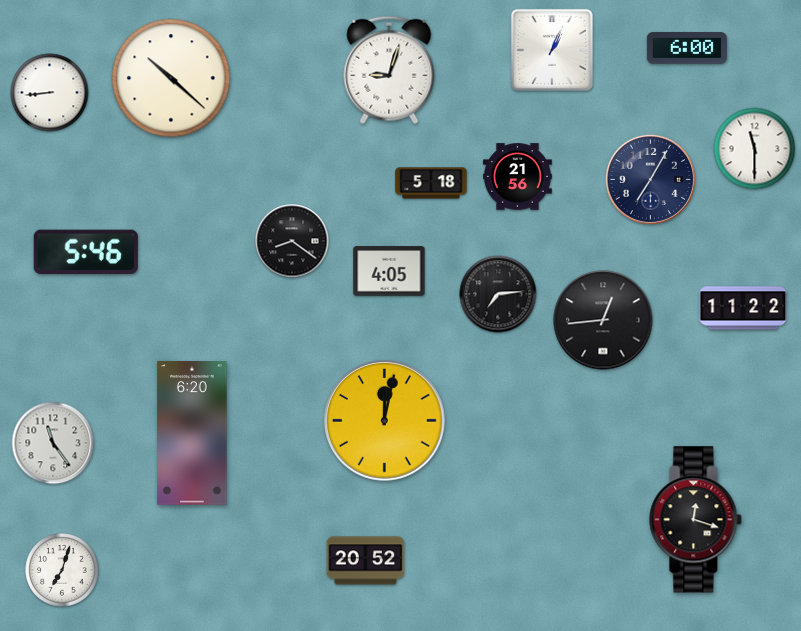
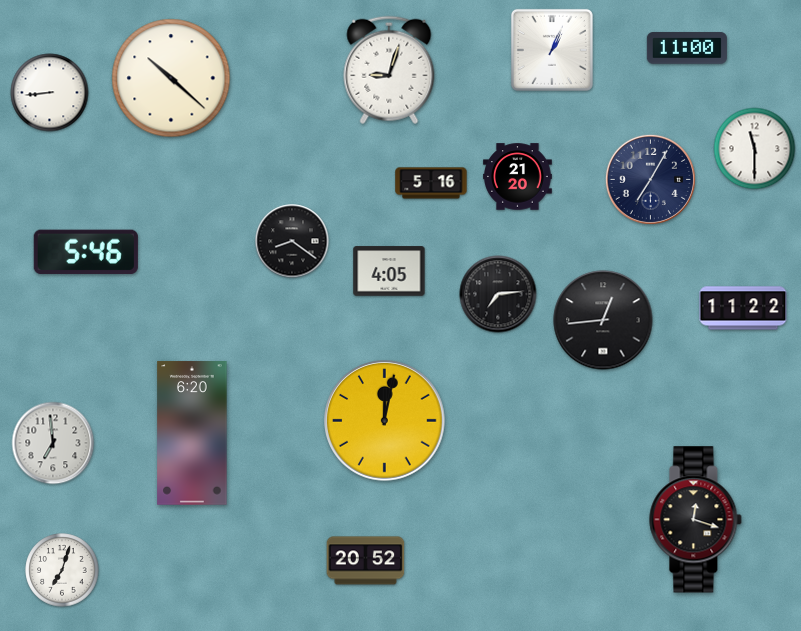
clock at (687, 48): 6:00 -> 11:00
clock at (518, 177): 21:56 -> 21:20
clock at (431, 183): 5:18 -> 5:16
clock at (53, 443): 11:24 -> 6:59
